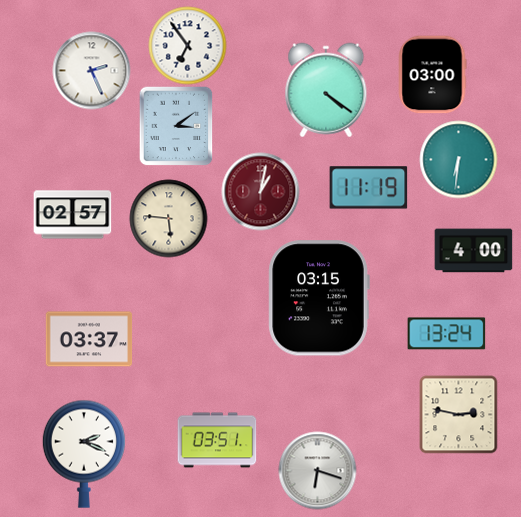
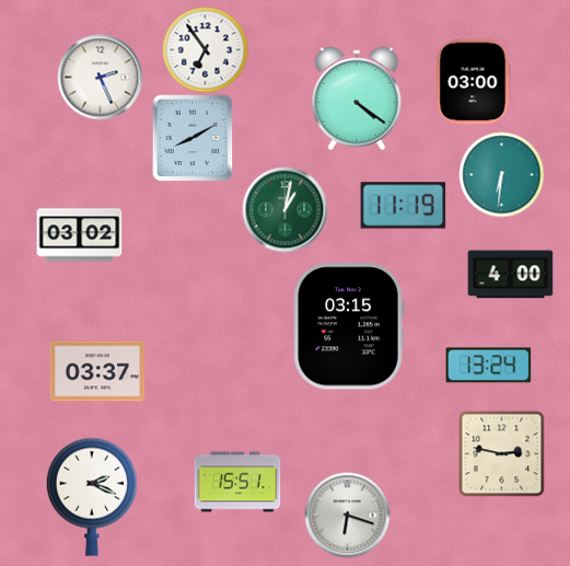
clock at (176, 126): 3:09 -> 8:10
clock at (260, 191) dial: burgundy -> green
clock at (72, 215): 02:57 -> 03:02
clock at (168, 218): 5:46 -> none
clock at (473, 251) position: (473, 251) -> (510, 275)
clock at (217, 440): 03:51 -> 15:51
